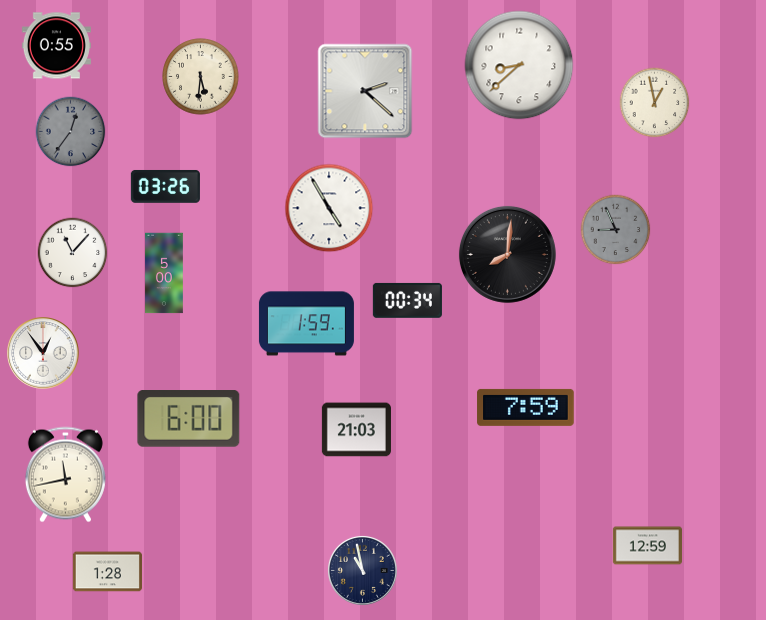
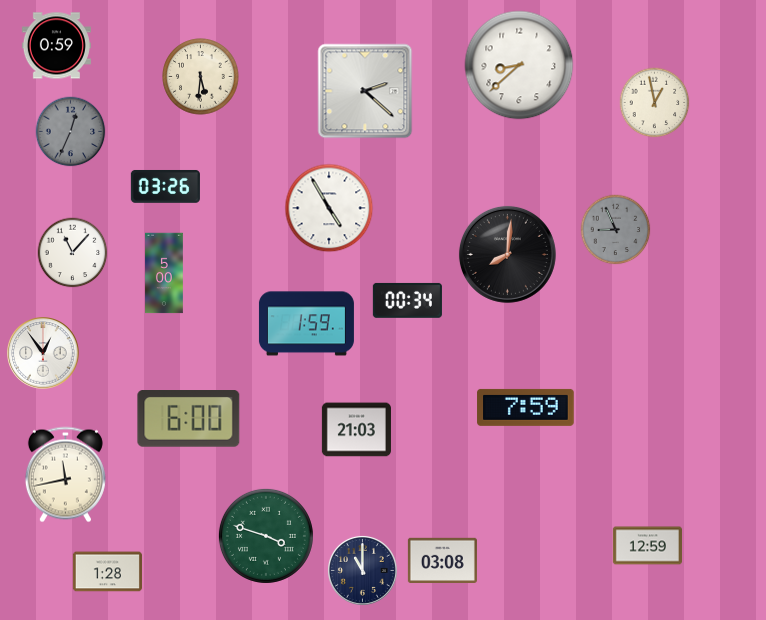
clock at (56, 46): 0:55 -> 0:59
clock at (71, 132): 12:36 -> 12:34
clock at (266, 536): none -> 3:48
clock at (442, 560): none -> 03:08
clock at (362, 570): 10:58 -> 11:00
